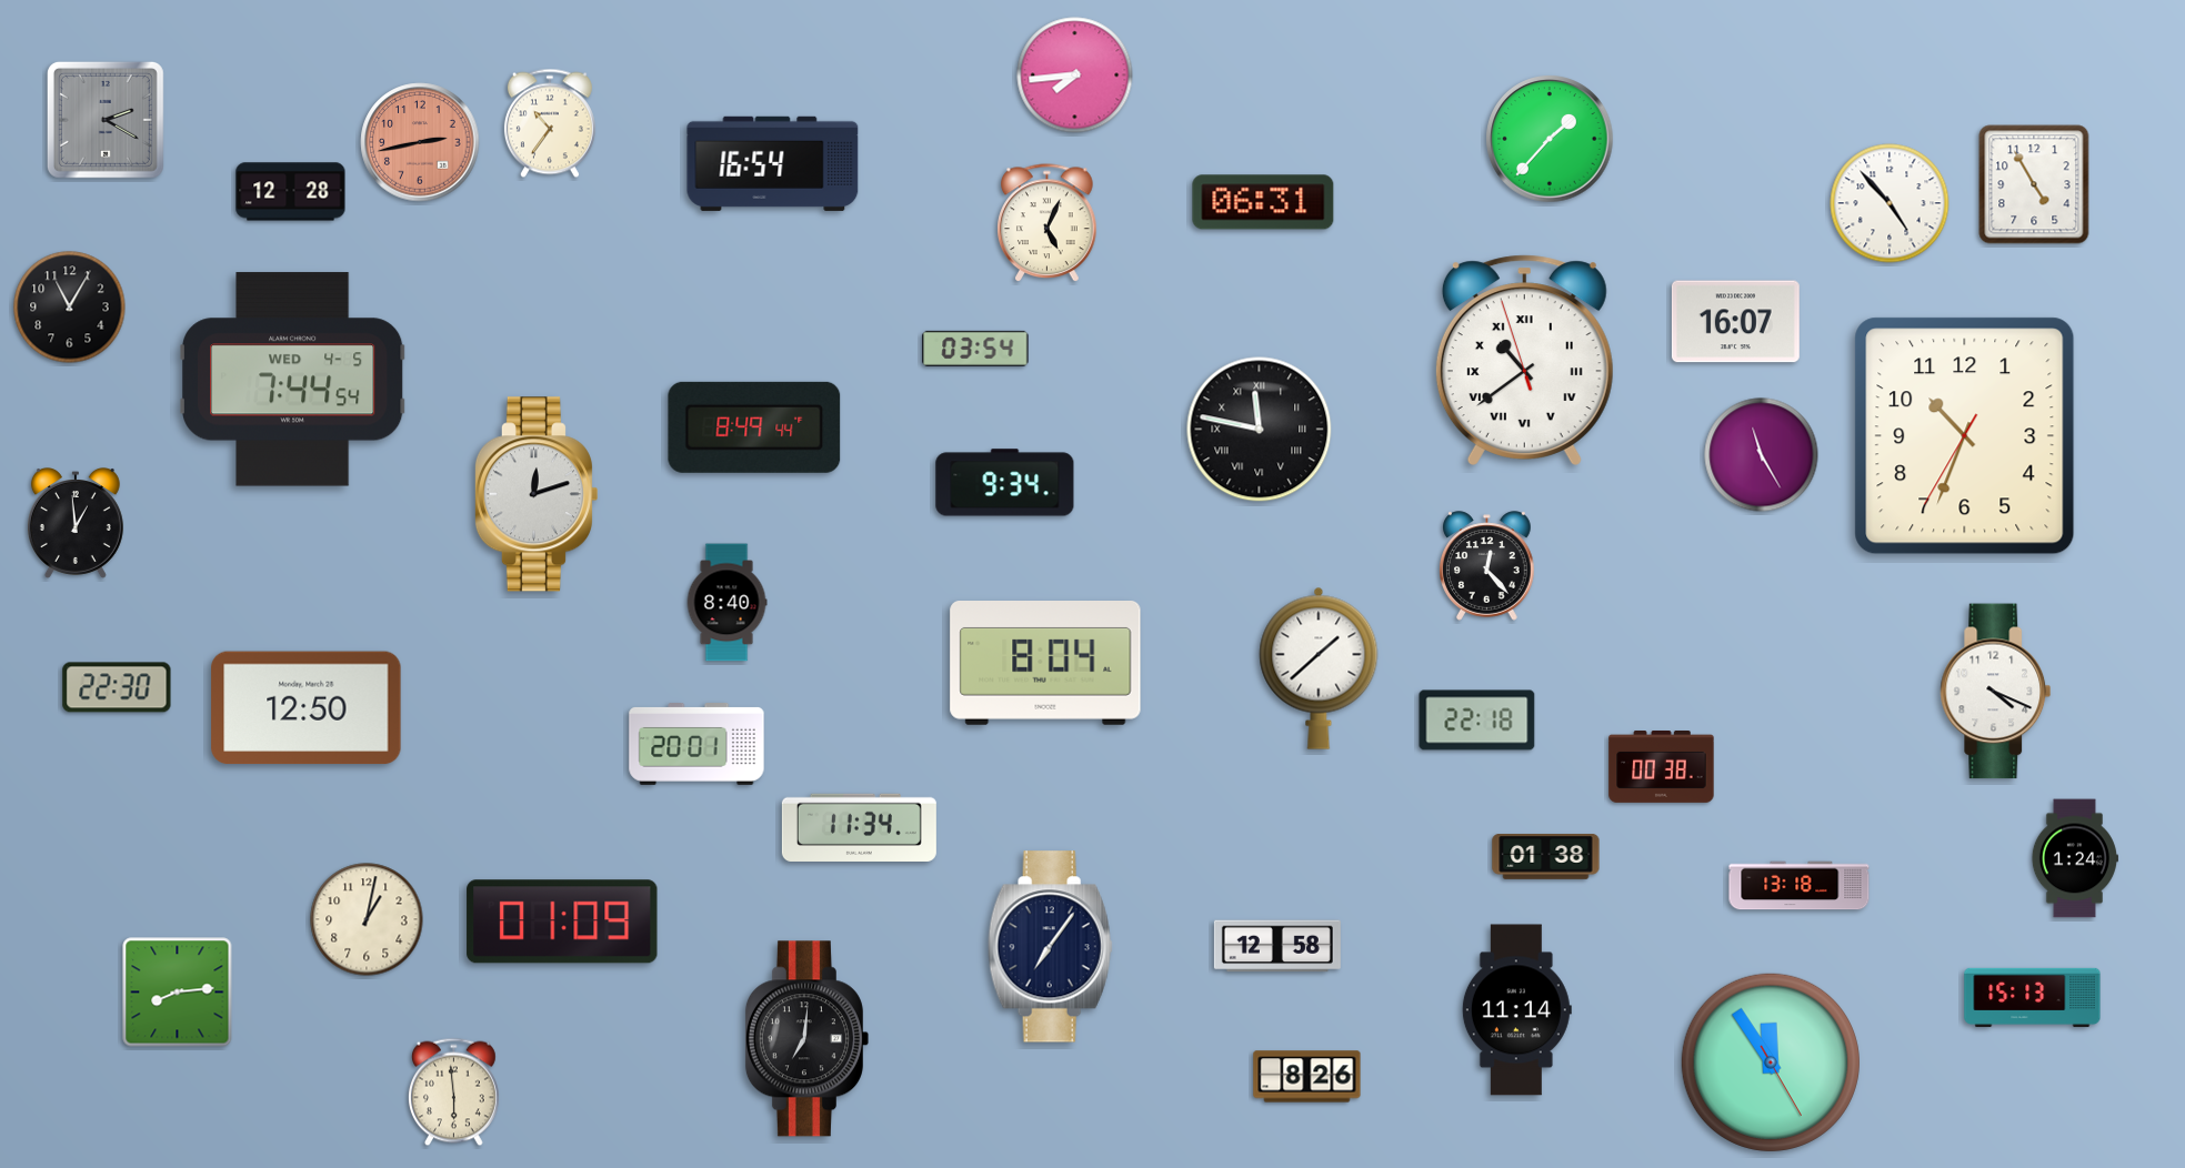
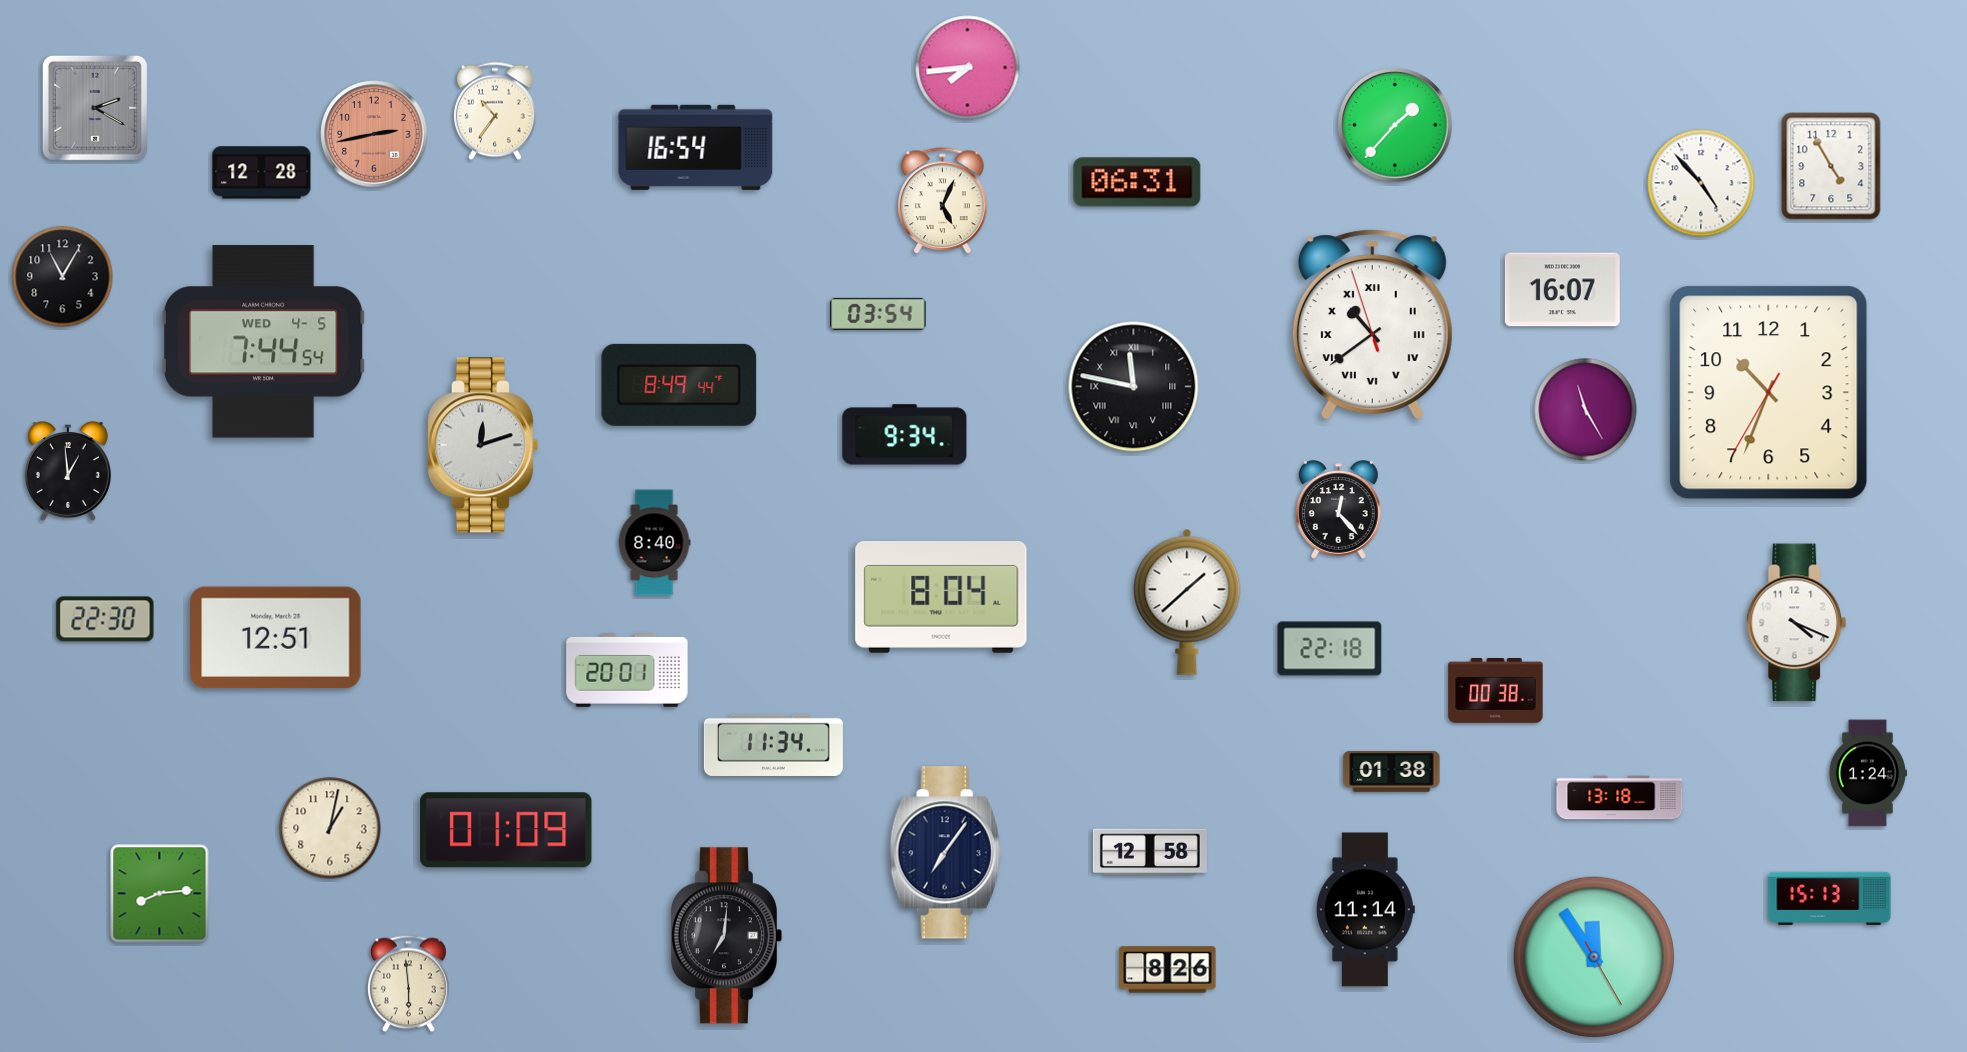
clock at (420, 142) position: (420, 142) -> (374, 134)
clock at (307, 708): 12:50 -> 12:51
clock at (1307, 1077) position: (1307, 1077) -> (1168, 970)
